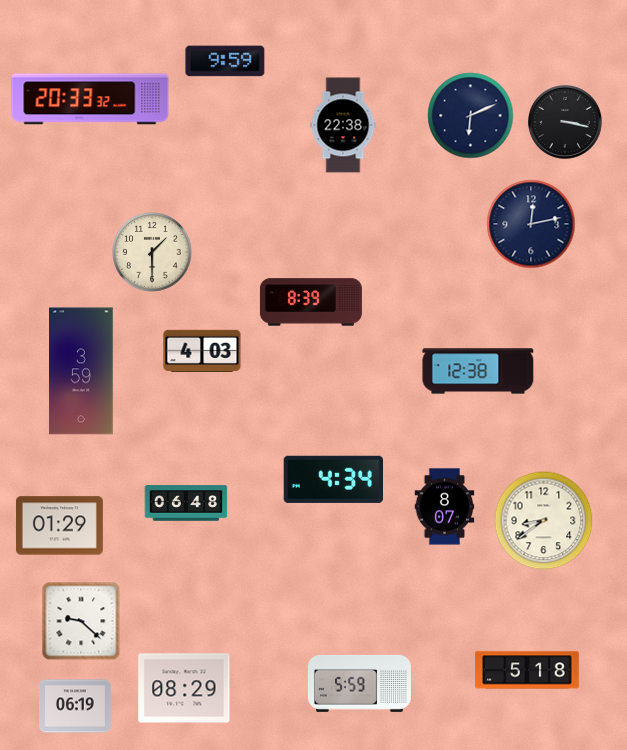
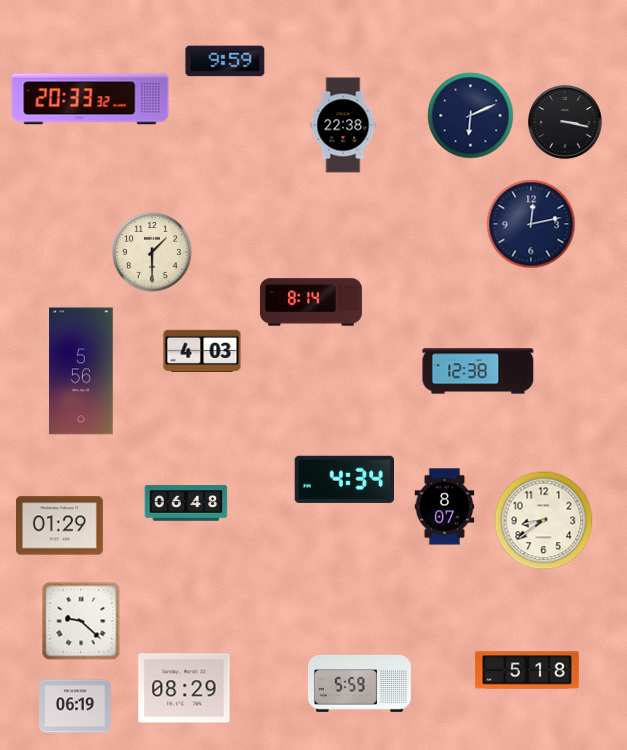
clock at (311, 302): 8:39 -> 8:14
clock at (81, 371): 3:59 -> 5:56
clock at (333, 479) position: (333, 479) -> (344, 479)
